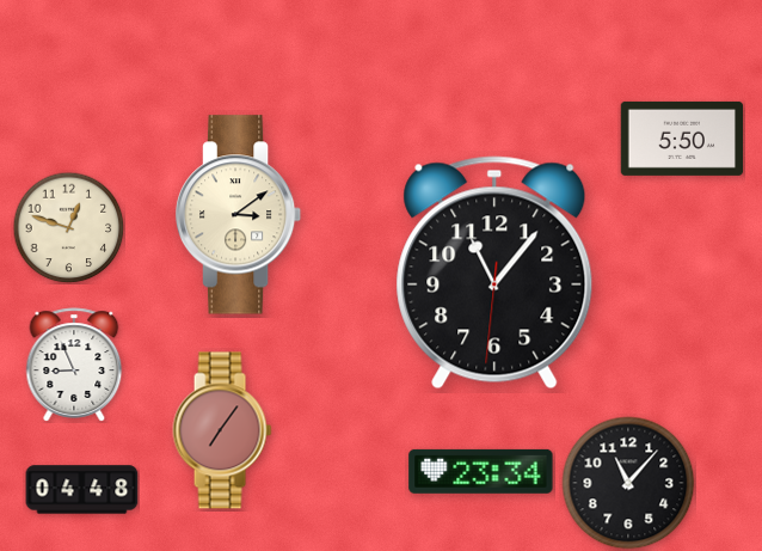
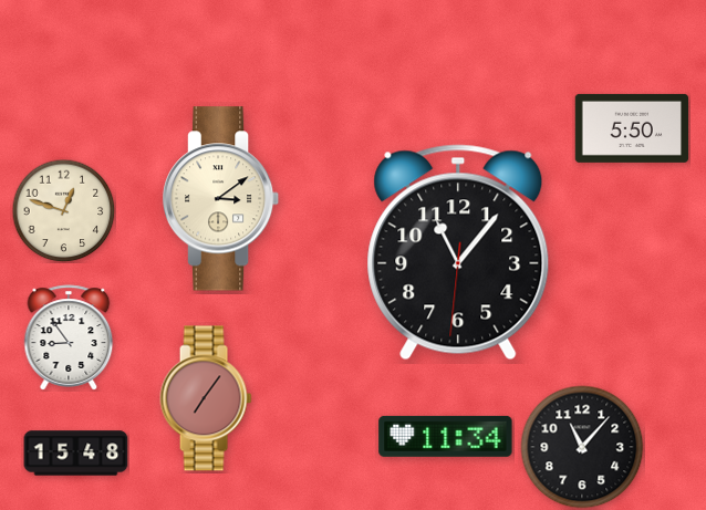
clock at (74, 365): 8:56 -> 8:54
clock at (481, 471): 23:34 -> 11:34
clock at (82, 490): 04:48 -> 15:48
